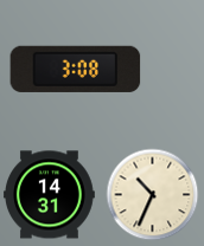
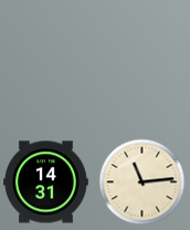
clock at (76, 69): 3:08 -> none
clock at (152, 194): 10:34 -> 11:14
